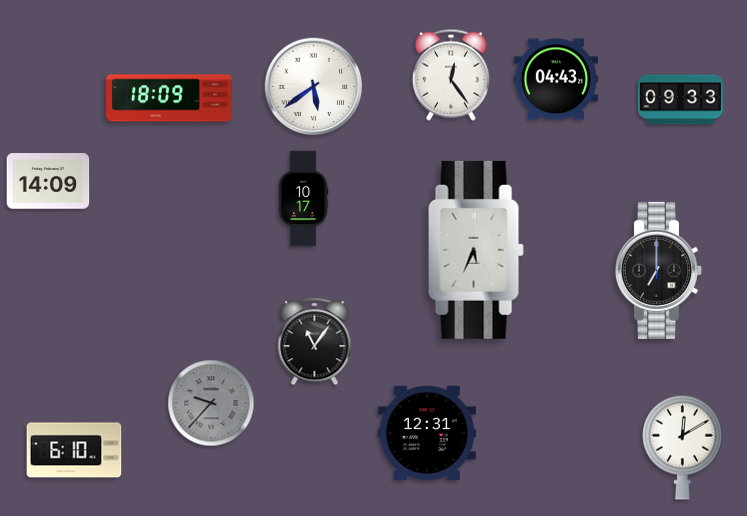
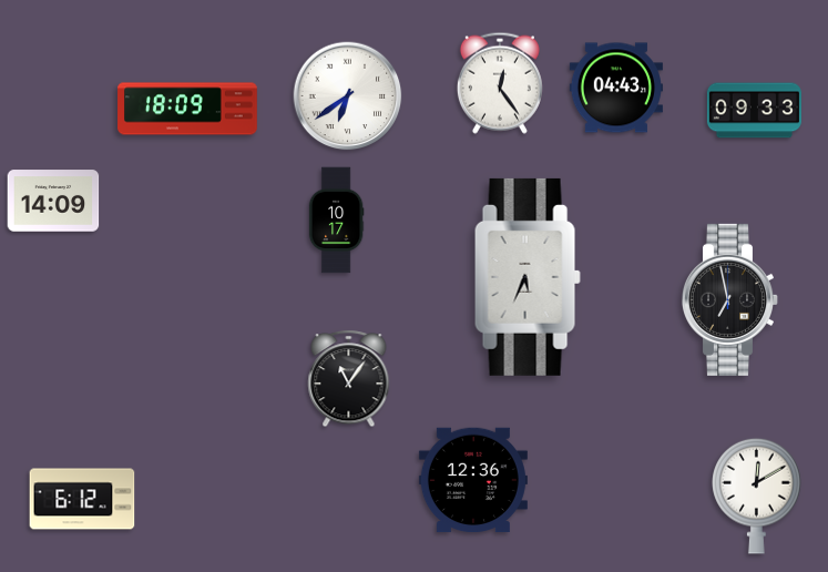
clock at (314, 87): 5:39 -> 6:39
clock at (658, 270): 7:00 -> 6:58
clock at (211, 403): 9:37 -> none
clock at (427, 433): 12:31 -> 12:36
clock at (74, 450): 6:10 -> 6:12
